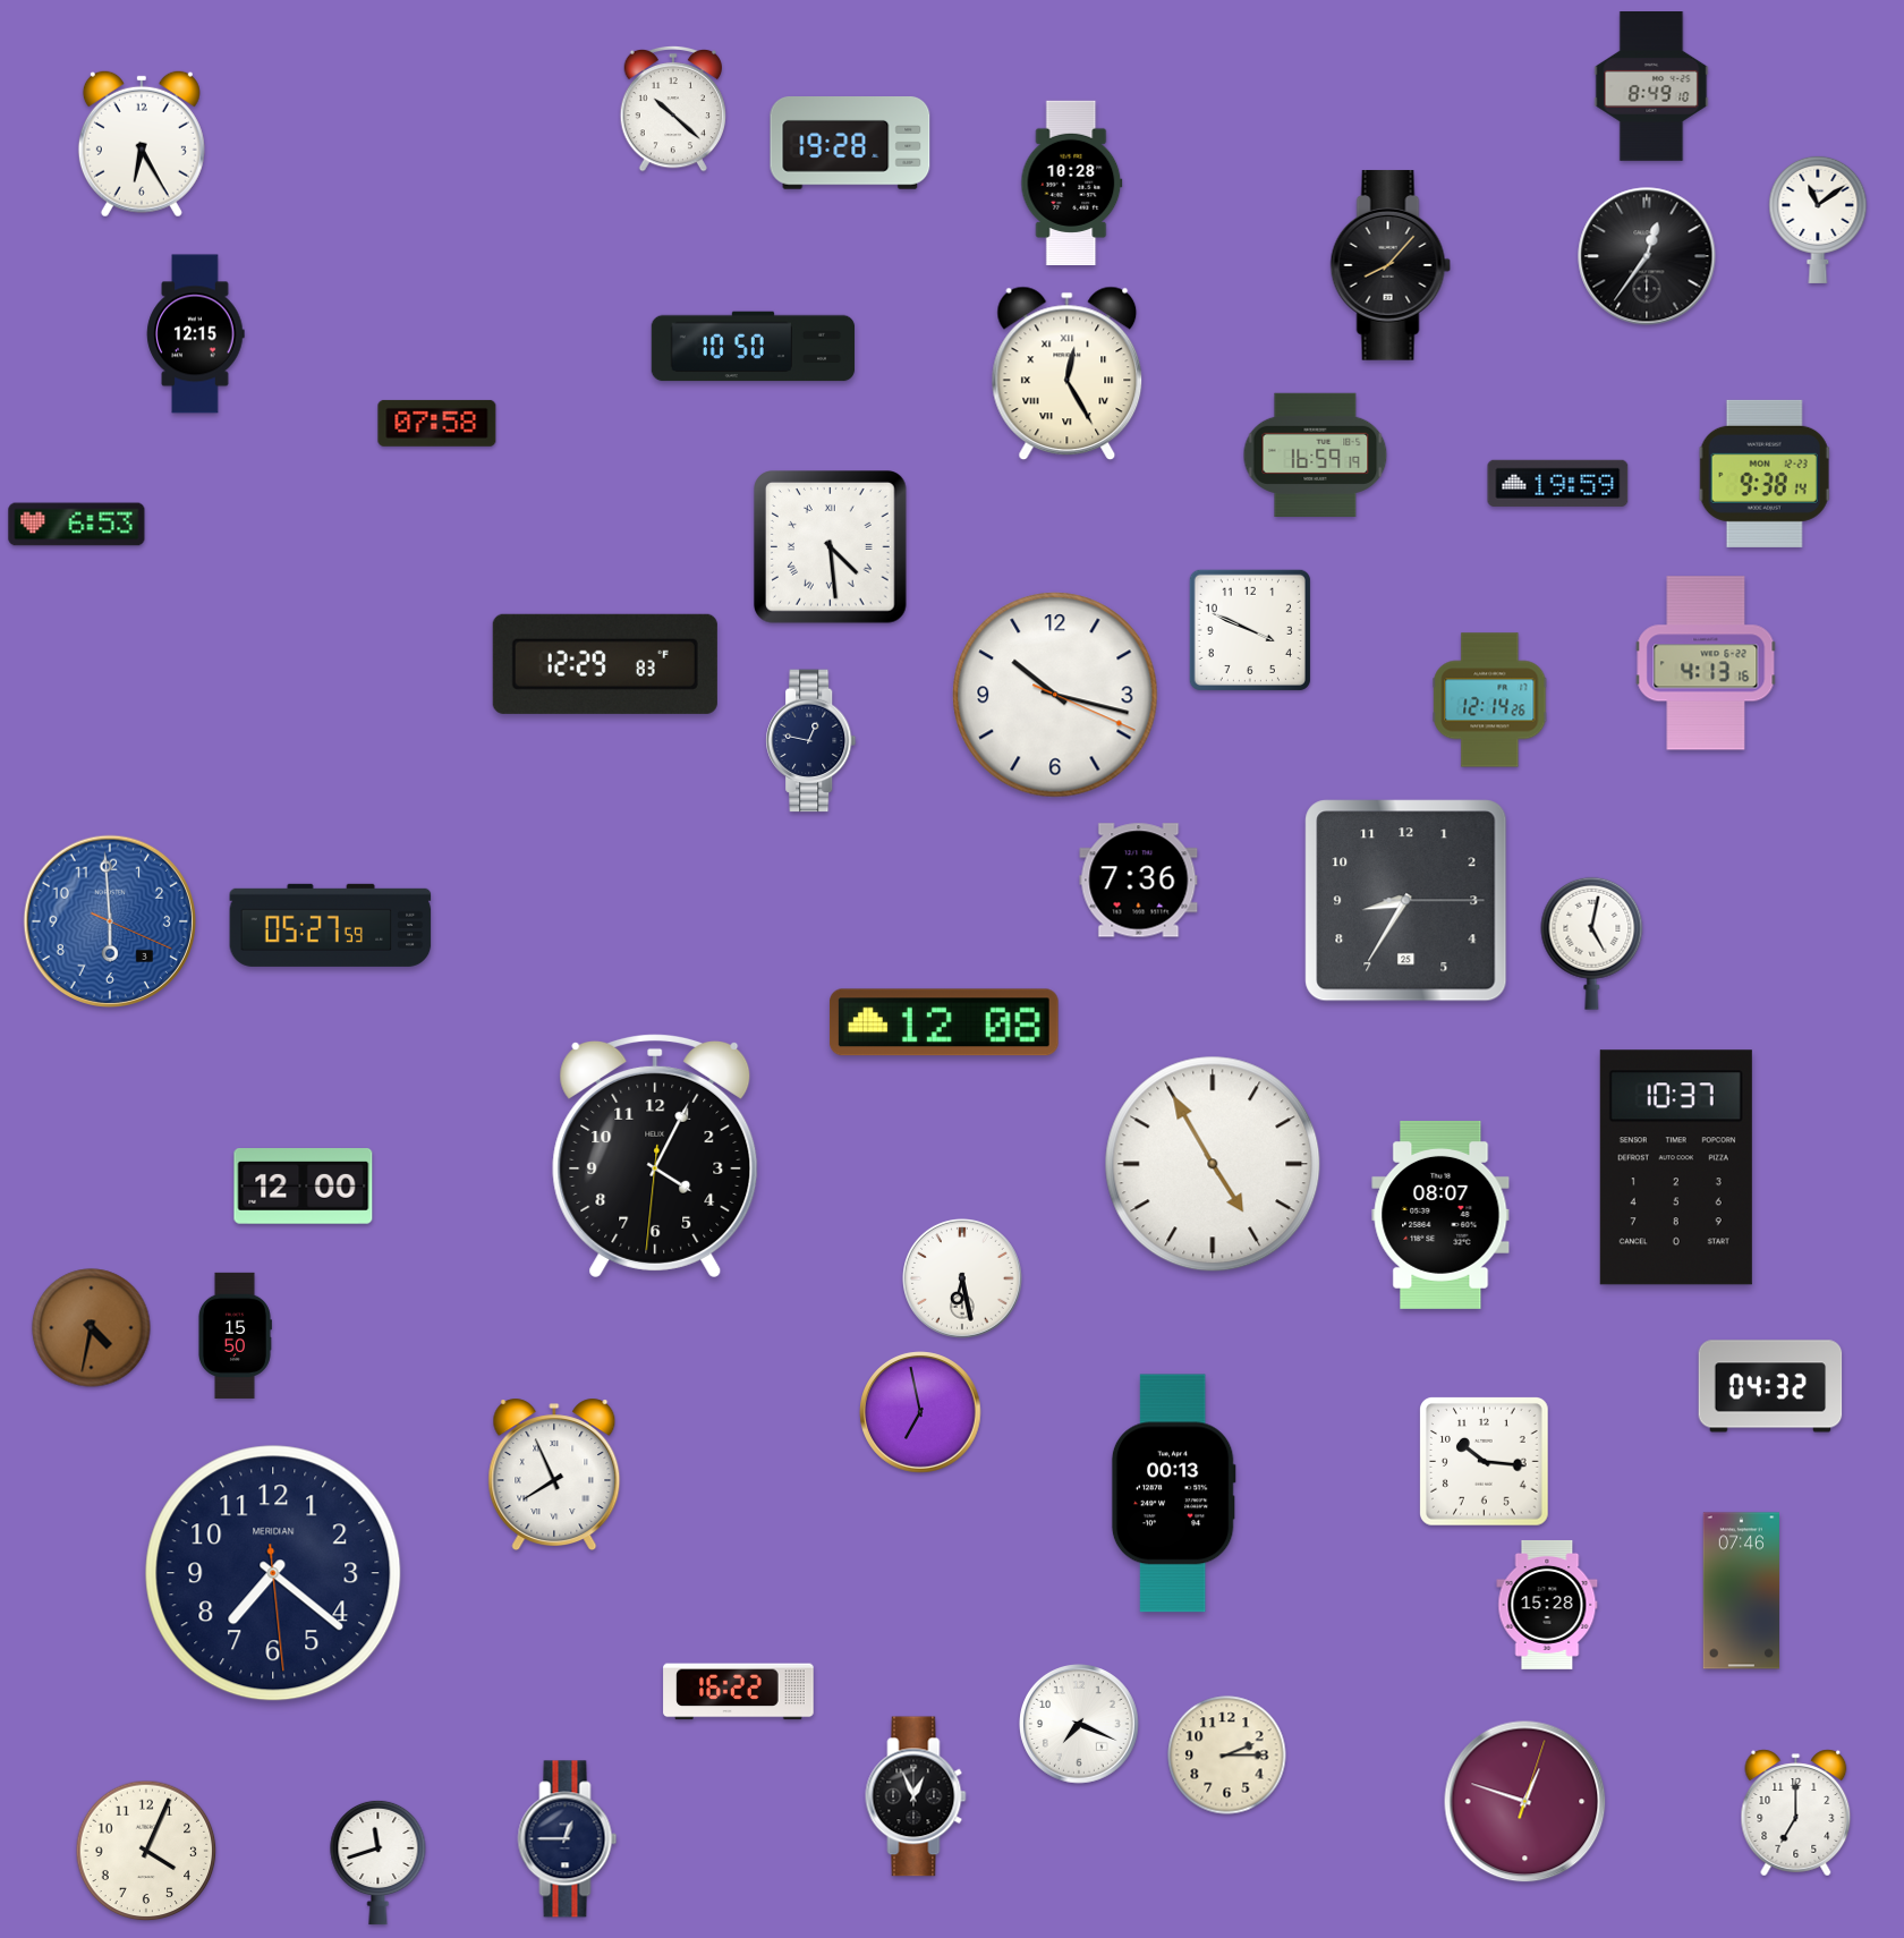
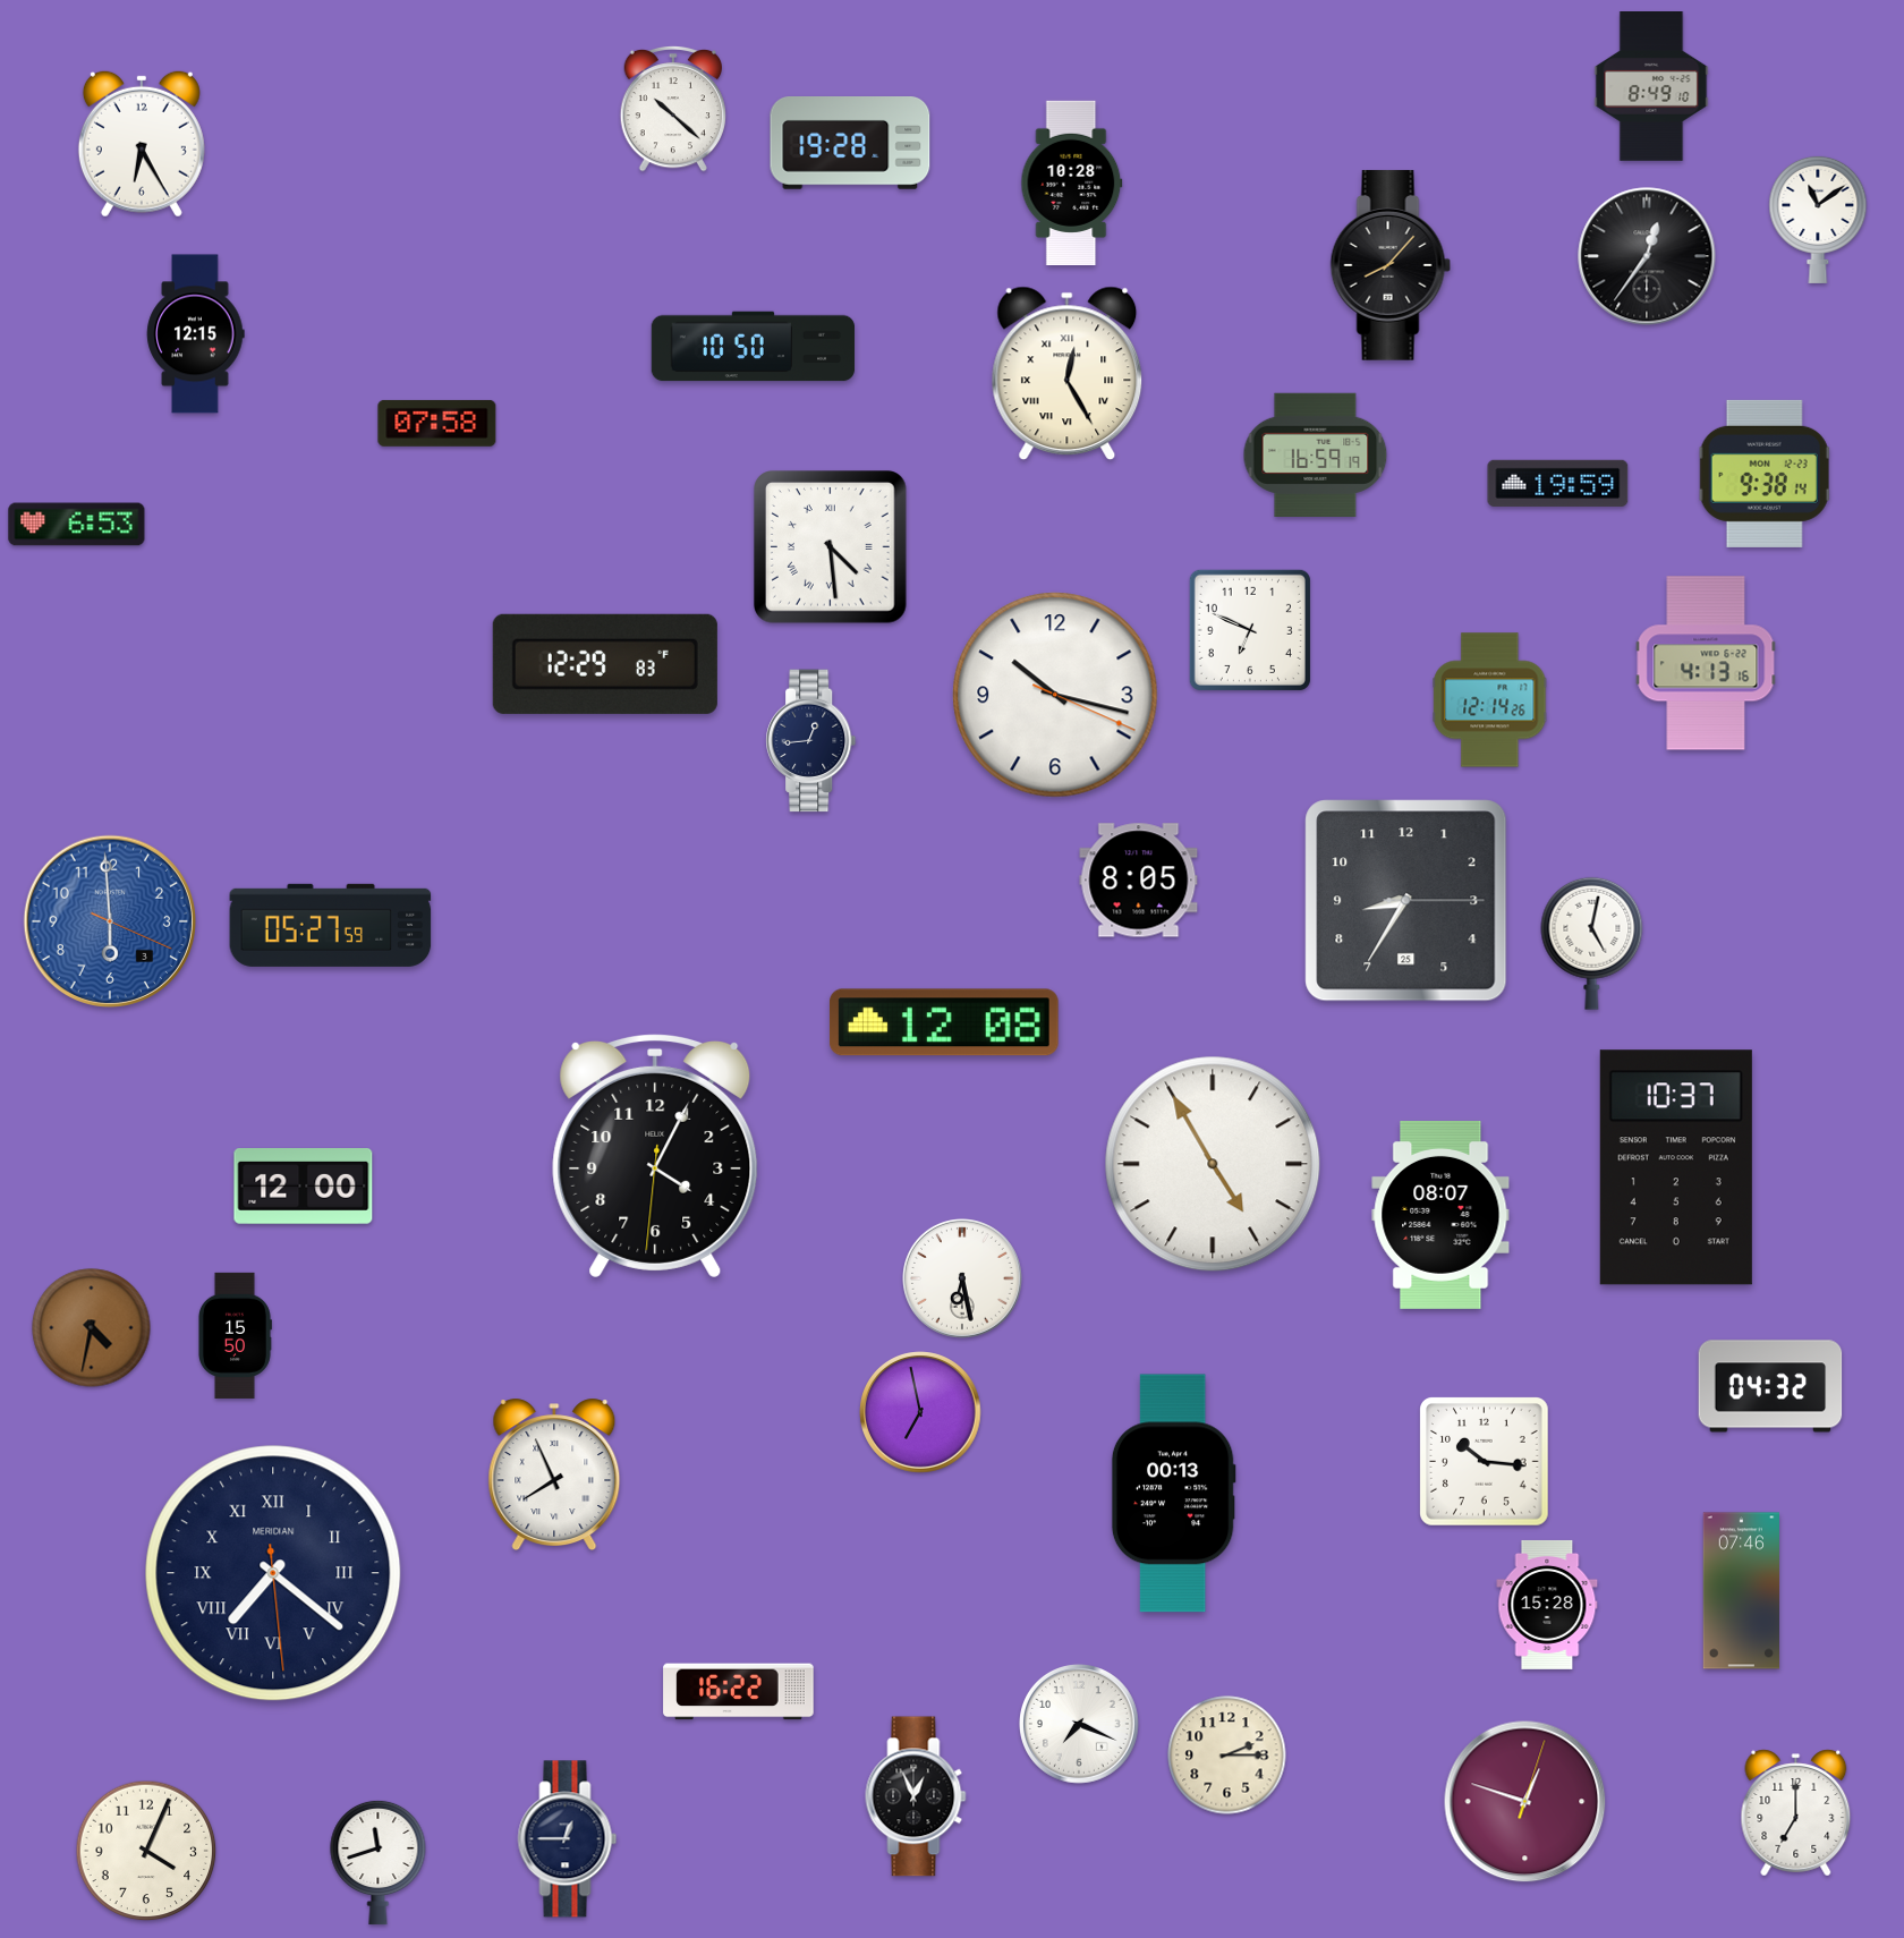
clock at (1250, 630): 3:49 -> 6:49
clock at (811, 741): 12:47 -> 12:44
clock at (1139, 881): 7:36 -> 8:05
clock at (273, 1573) numerals: Arabic -> Roman
